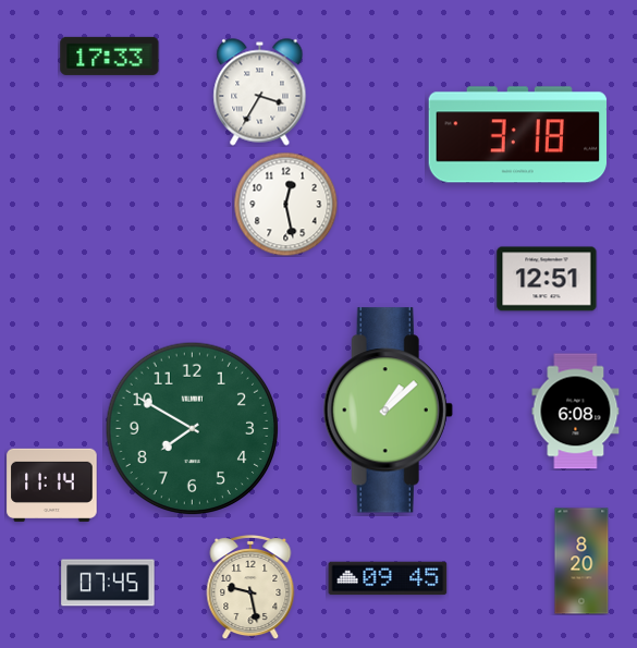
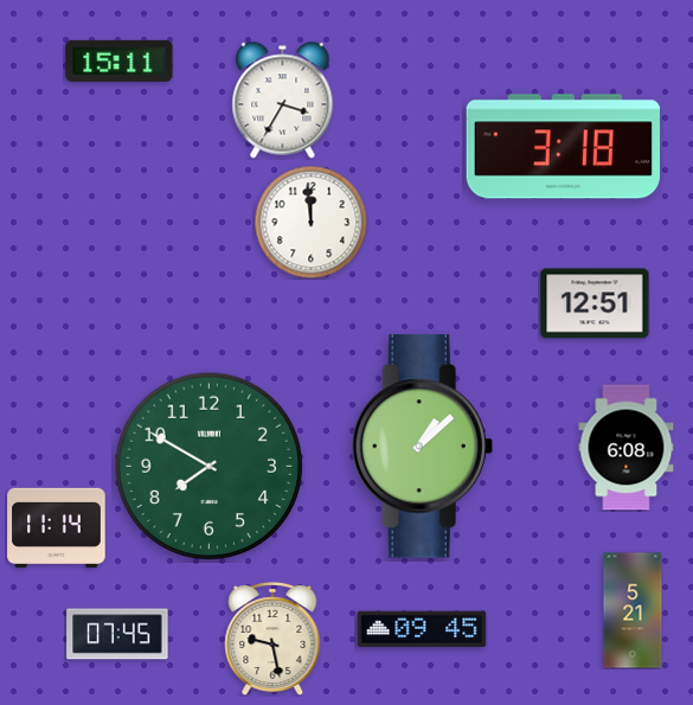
clock at (110, 56): 17:33 -> 15:11
clock at (285, 204): 12:28 -> 11:59
clock at (581, 561): 8:20 -> 5:21
